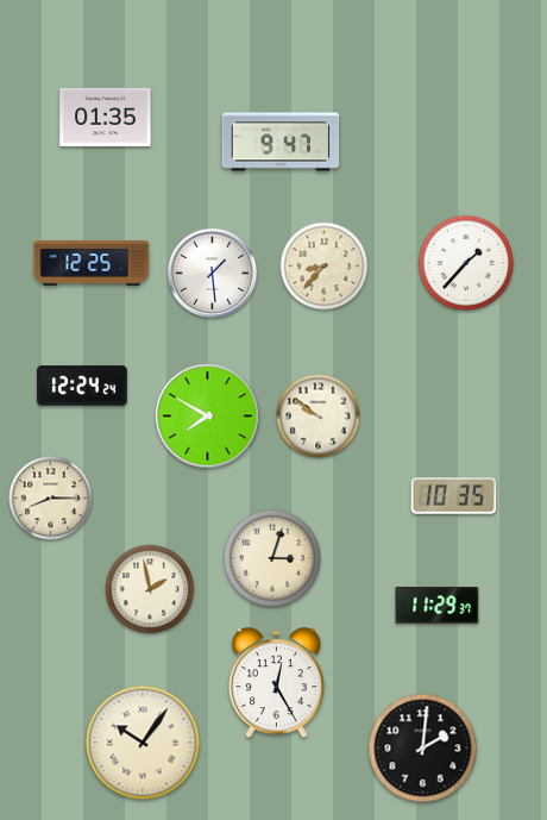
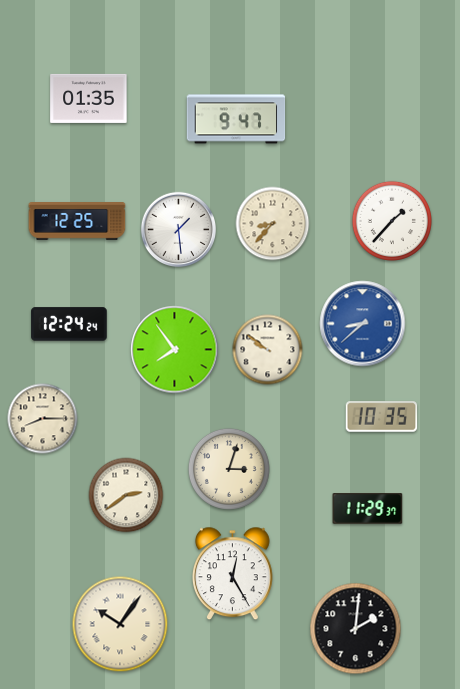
clock at (363, 324): none -> 8:38
clock at (208, 417): 7:50 -> 7:54
clock at (150, 589): 1:58 -> 2:39
